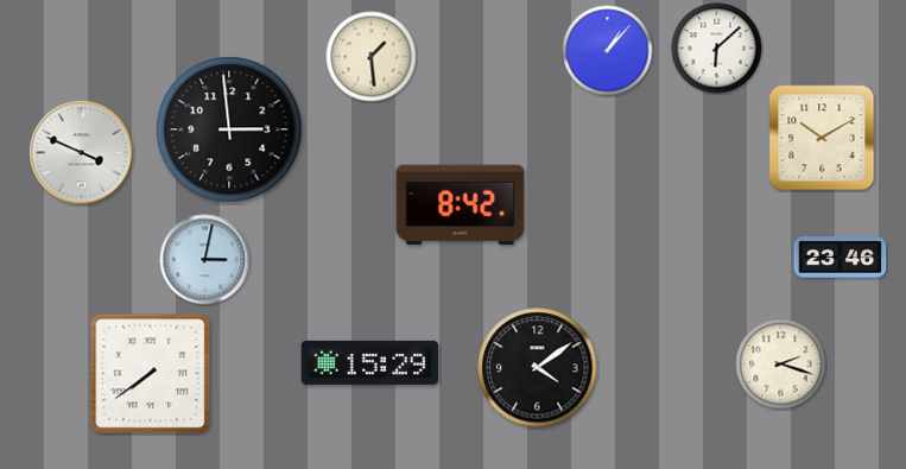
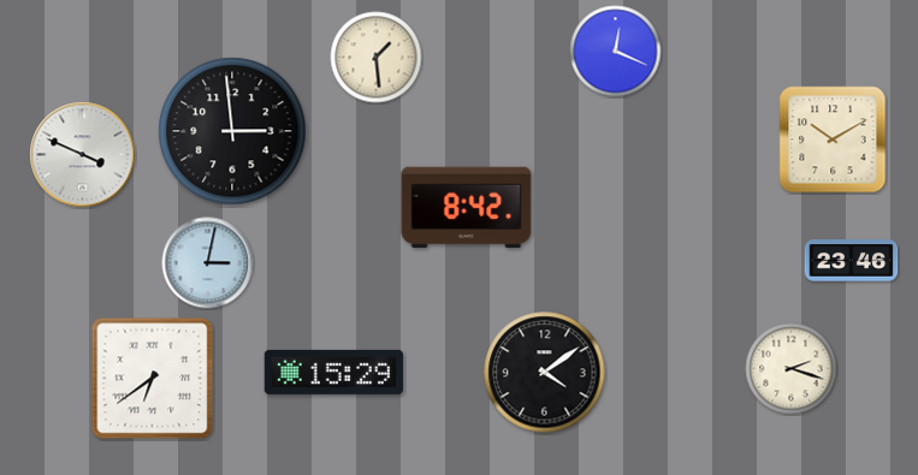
clock at (717, 49): 6:08 -> none
clock at (608, 51): 1:07 -> 12:19
clock at (370, 362) position: (370, 362) -> (334, 372)
clock at (151, 374): 7:39 -> 6:39
